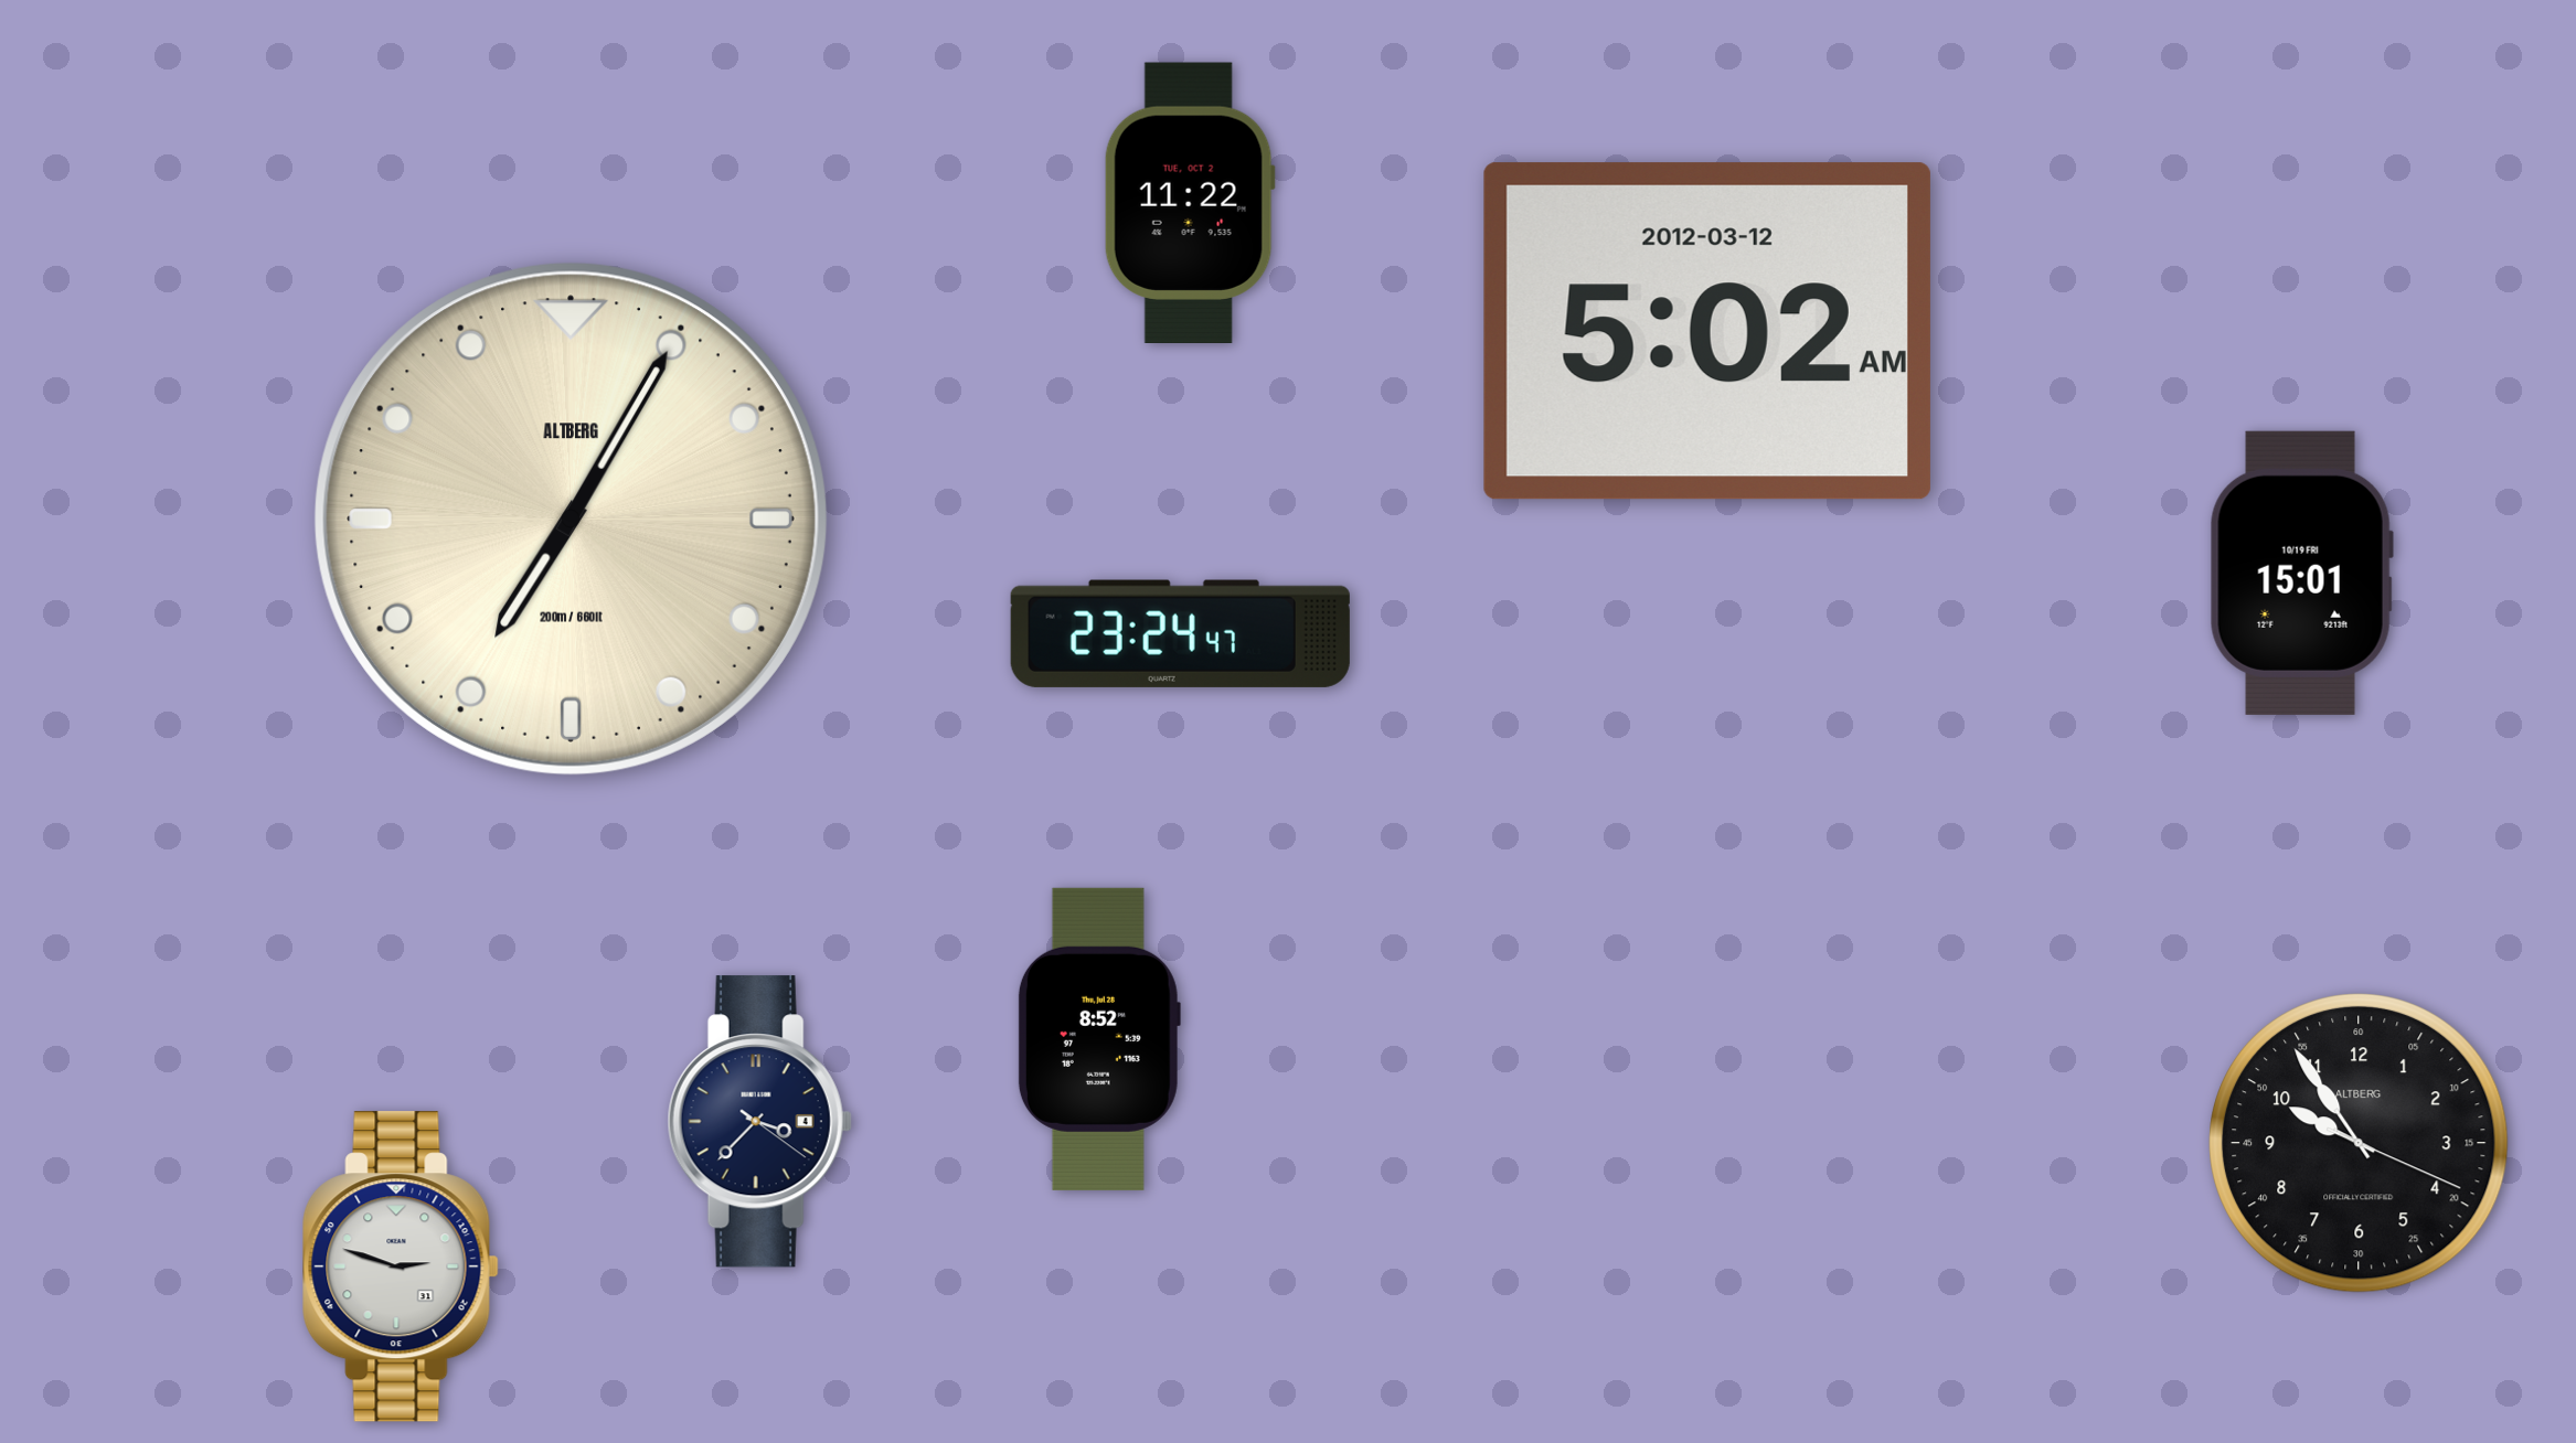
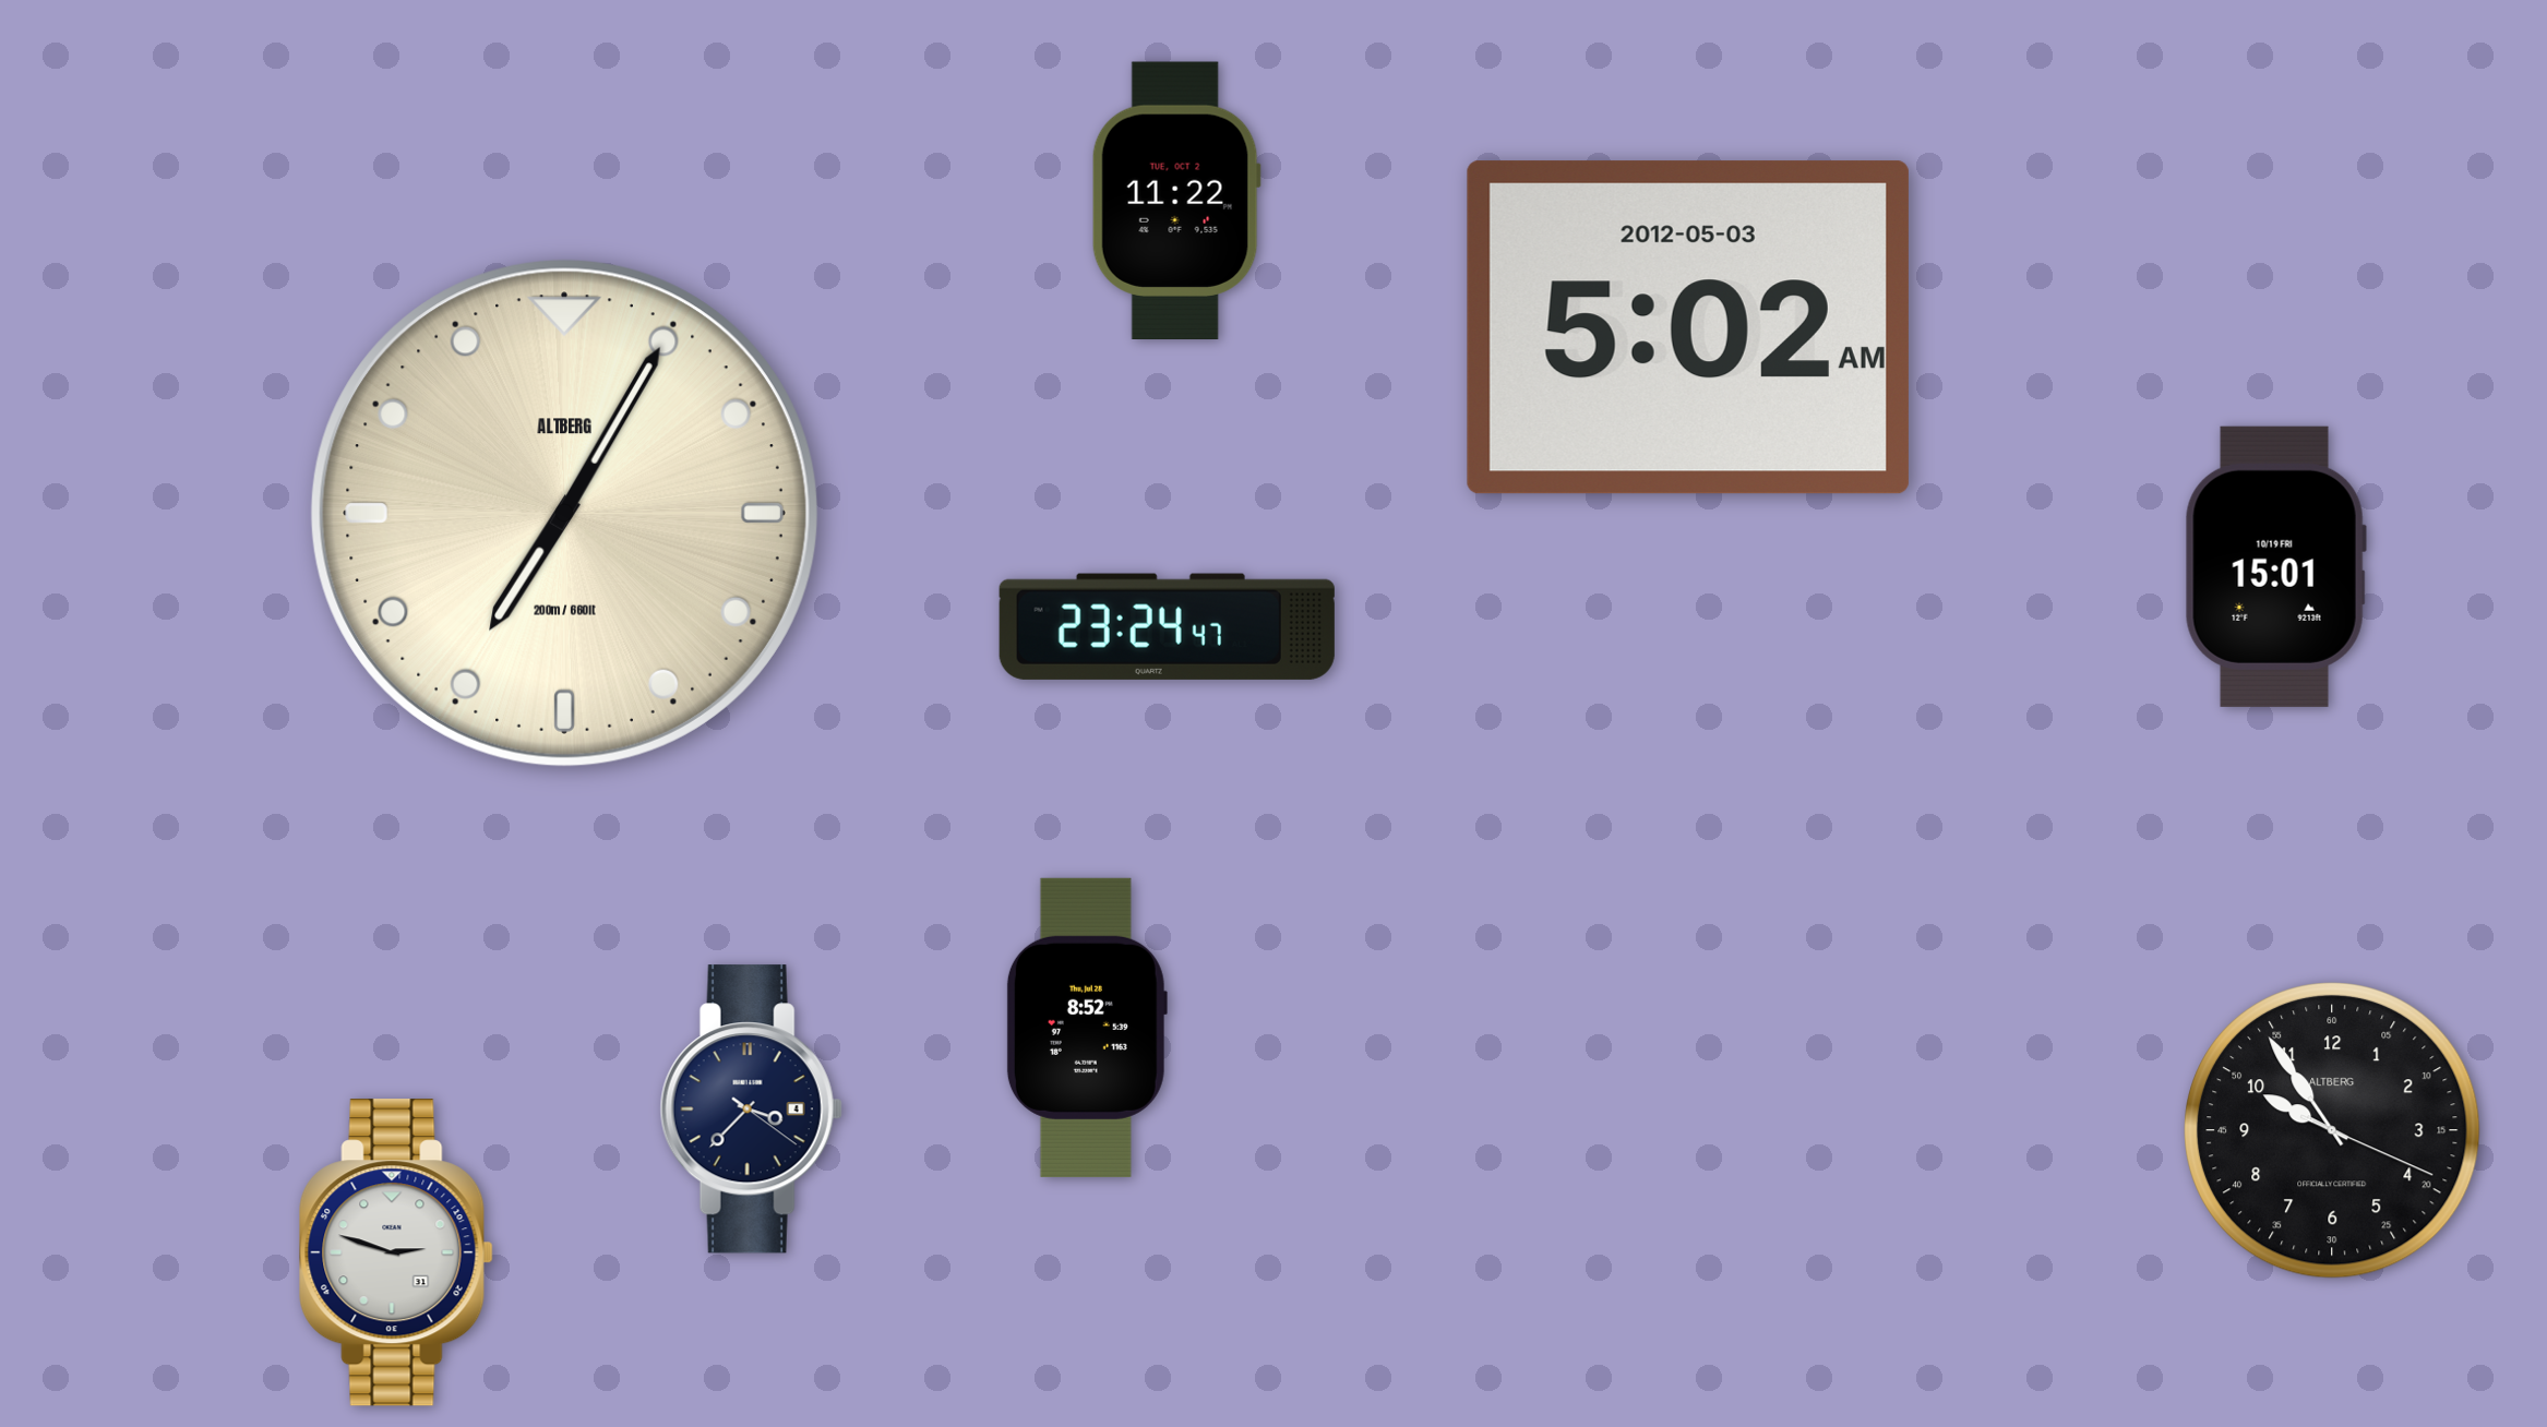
clock at (1707, 331) date: 2012-03-12 -> 2012-05-03
